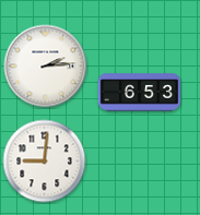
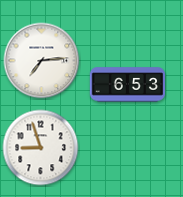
clock at (46, 67): 2:14 -> 7:14
clock at (45, 162): 9:01 -> 8:57
